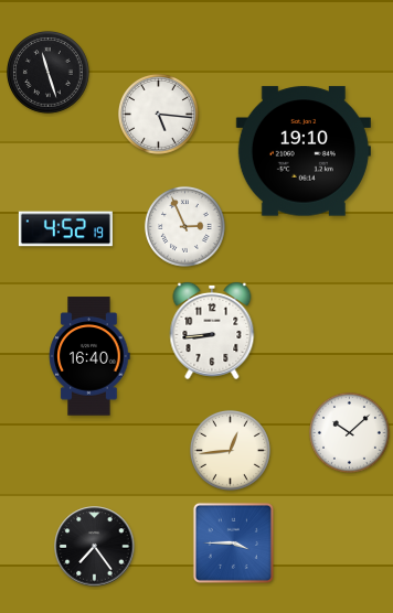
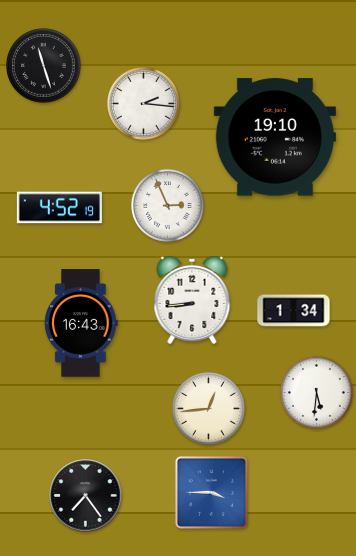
clock at (158, 114): 5:16 -> 2:16
clock at (294, 311): none -> 1:34
clock at (89, 356): 16:40 -> 16:43
clock at (349, 432): 10:08 -> 5:31
